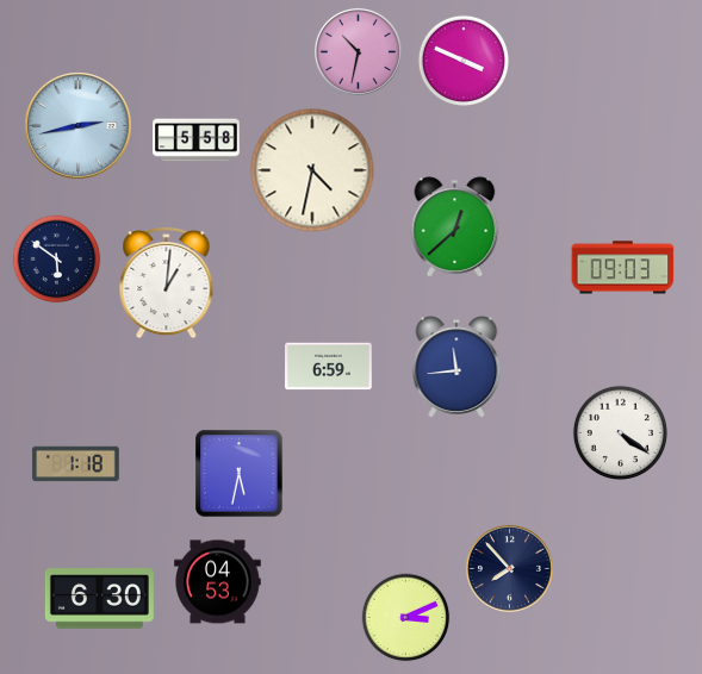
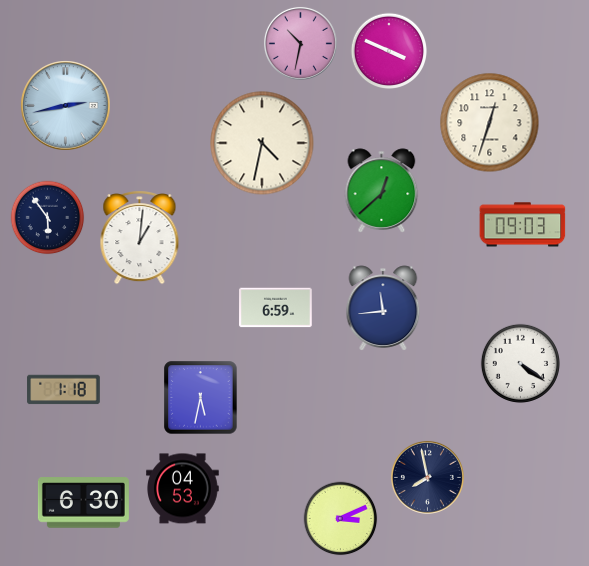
clock at (197, 141): 5:58 -> none
clock at (490, 123): none -> 12:33
clock at (57, 260): 5:51 -> 5:54
clock at (509, 568): 7:53 -> 7:58
